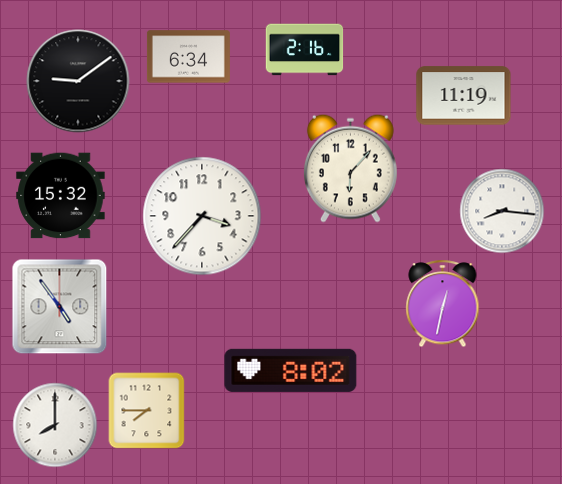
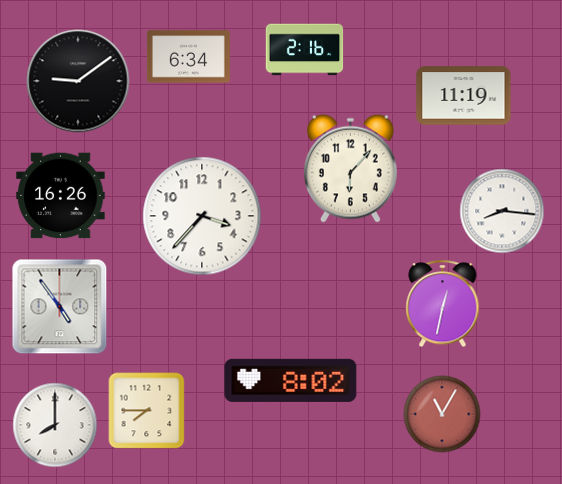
clock at (61, 196): 15:32 -> 16:26
clock at (291, 370) position: (291, 370) -> (291, 380)
clock at (442, 414): none -> 11:05
